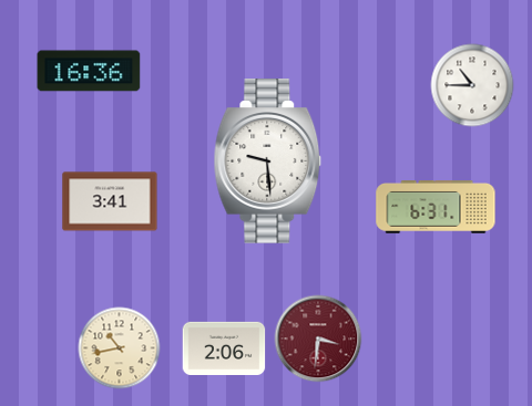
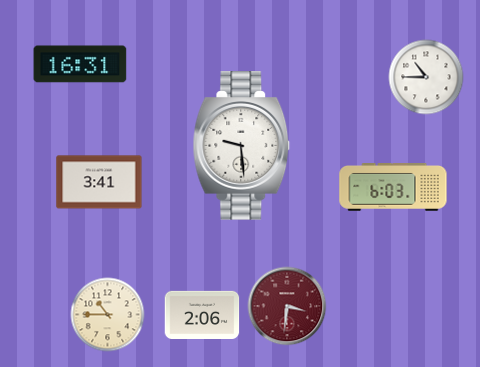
clock at (89, 71): 16:36 -> 16:31
clock at (436, 208): 6:31 -> 6:03
clock at (120, 348): 10:43 -> 10:45
